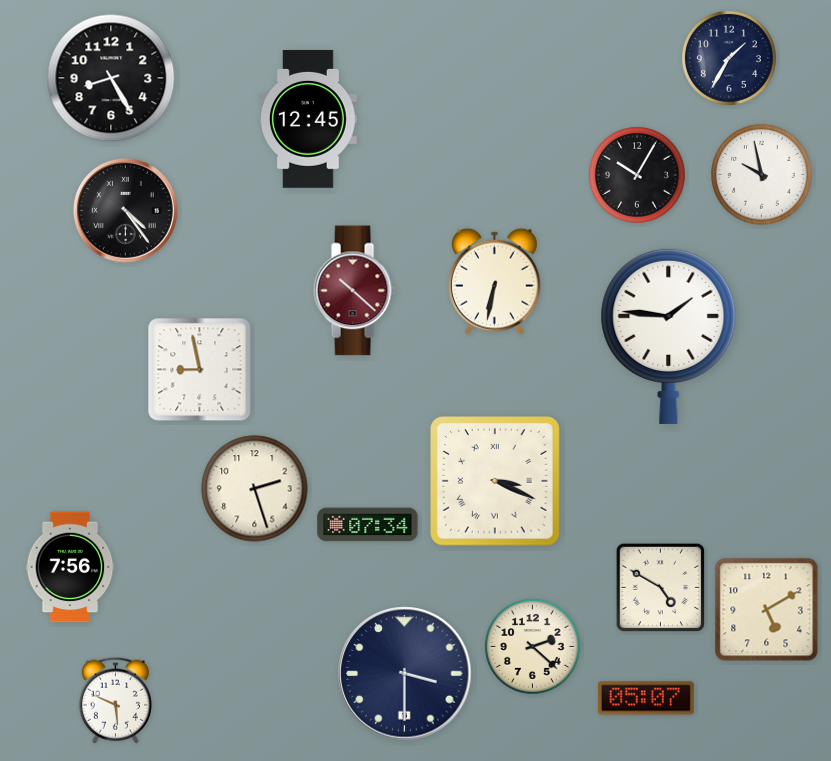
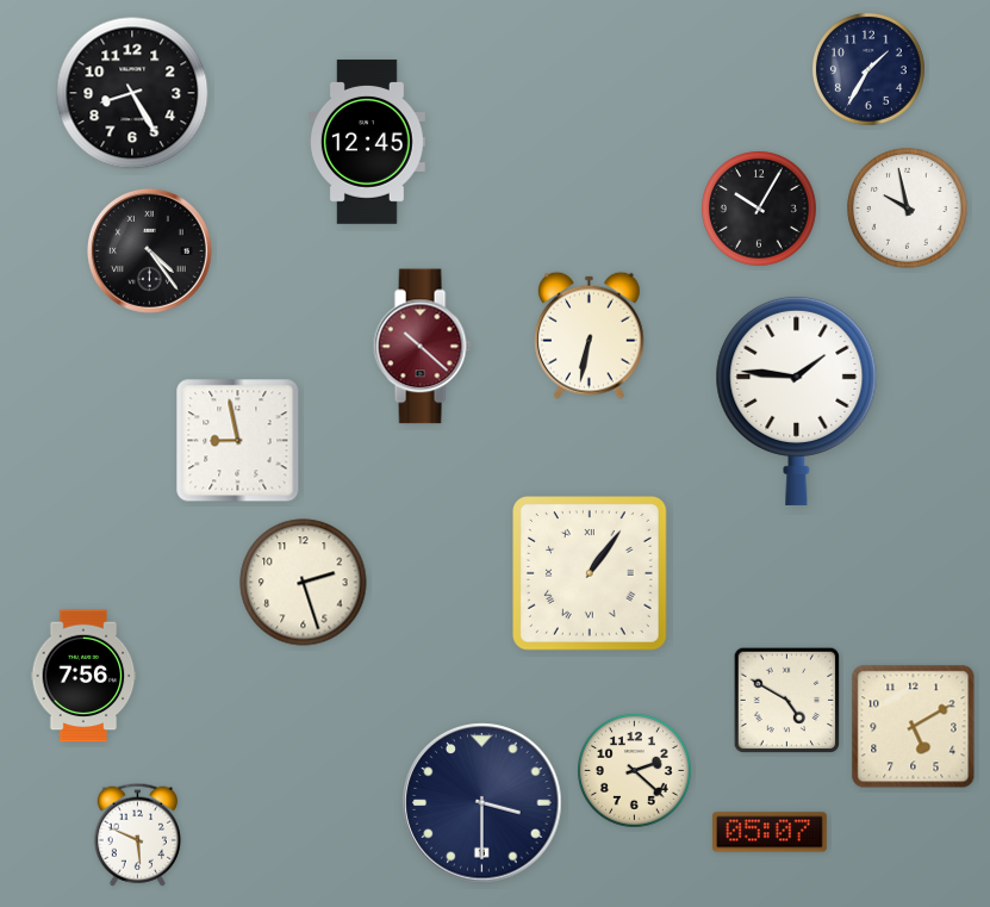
clock at (496, 482): 3:19 -> 1:06
clock at (368, 525): 07:34 -> none
